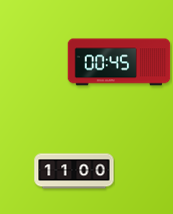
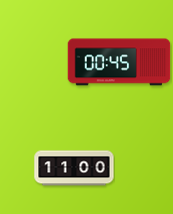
clock at (74, 171) position: (74, 171) -> (74, 168)
